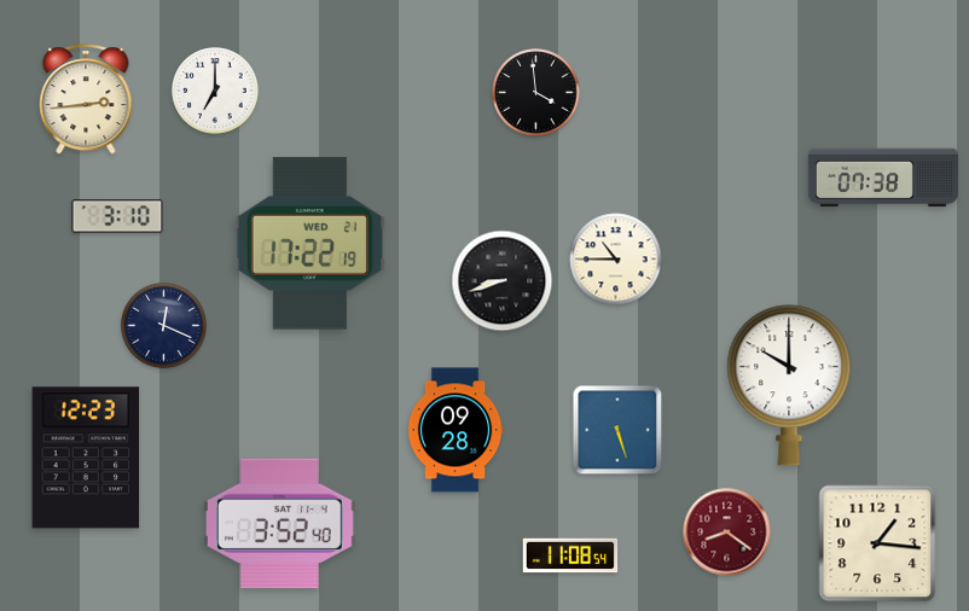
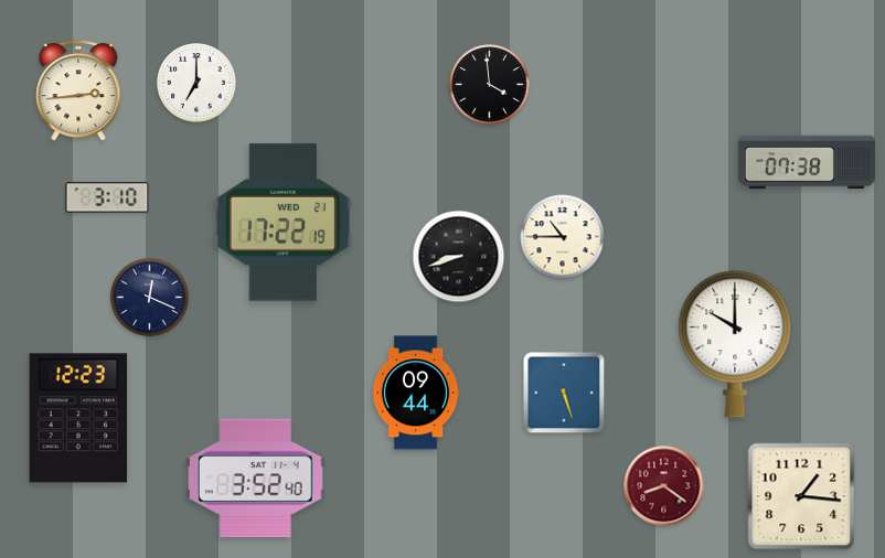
clock at (789, 385) position: (789, 385) -> (735, 344)
clock at (456, 430): 09:28 -> 09:44
clock at (570, 555): 11:08 -> none
